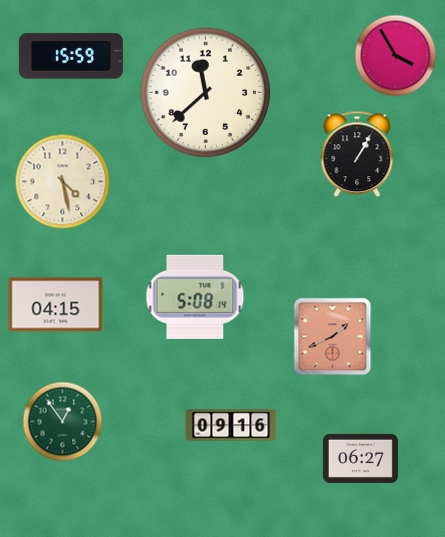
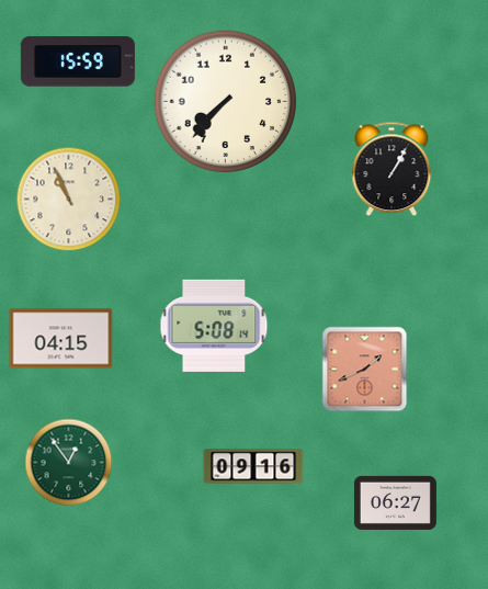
clock at (396, 56): 3:55 -> none
clock at (206, 93): 11:38 -> 7:37
clock at (63, 182): 4:28 -> 10:56
clock at (56, 305) position: (56, 305) -> (61, 339)
